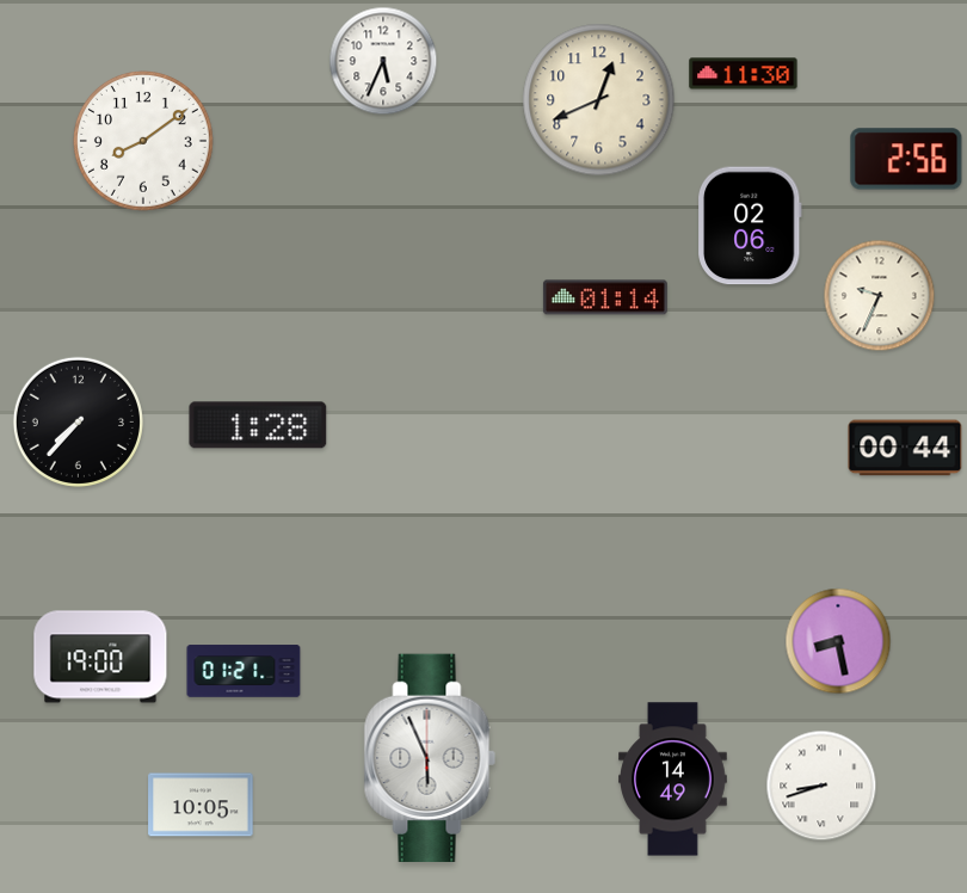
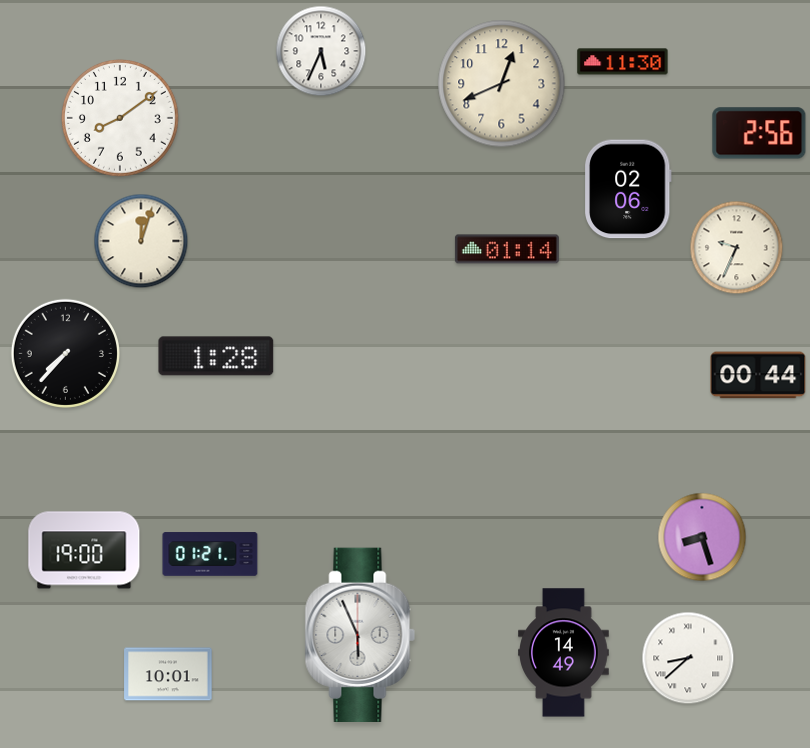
clock at (141, 241): none -> 12:03
clock at (838, 641): 8:28 -> 8:27
clock at (244, 671) position: (244, 671) -> (210, 554)
clock at (821, 786): 8:42 -> 8:38
clock at (201, 805): 10:05 -> 10:01
